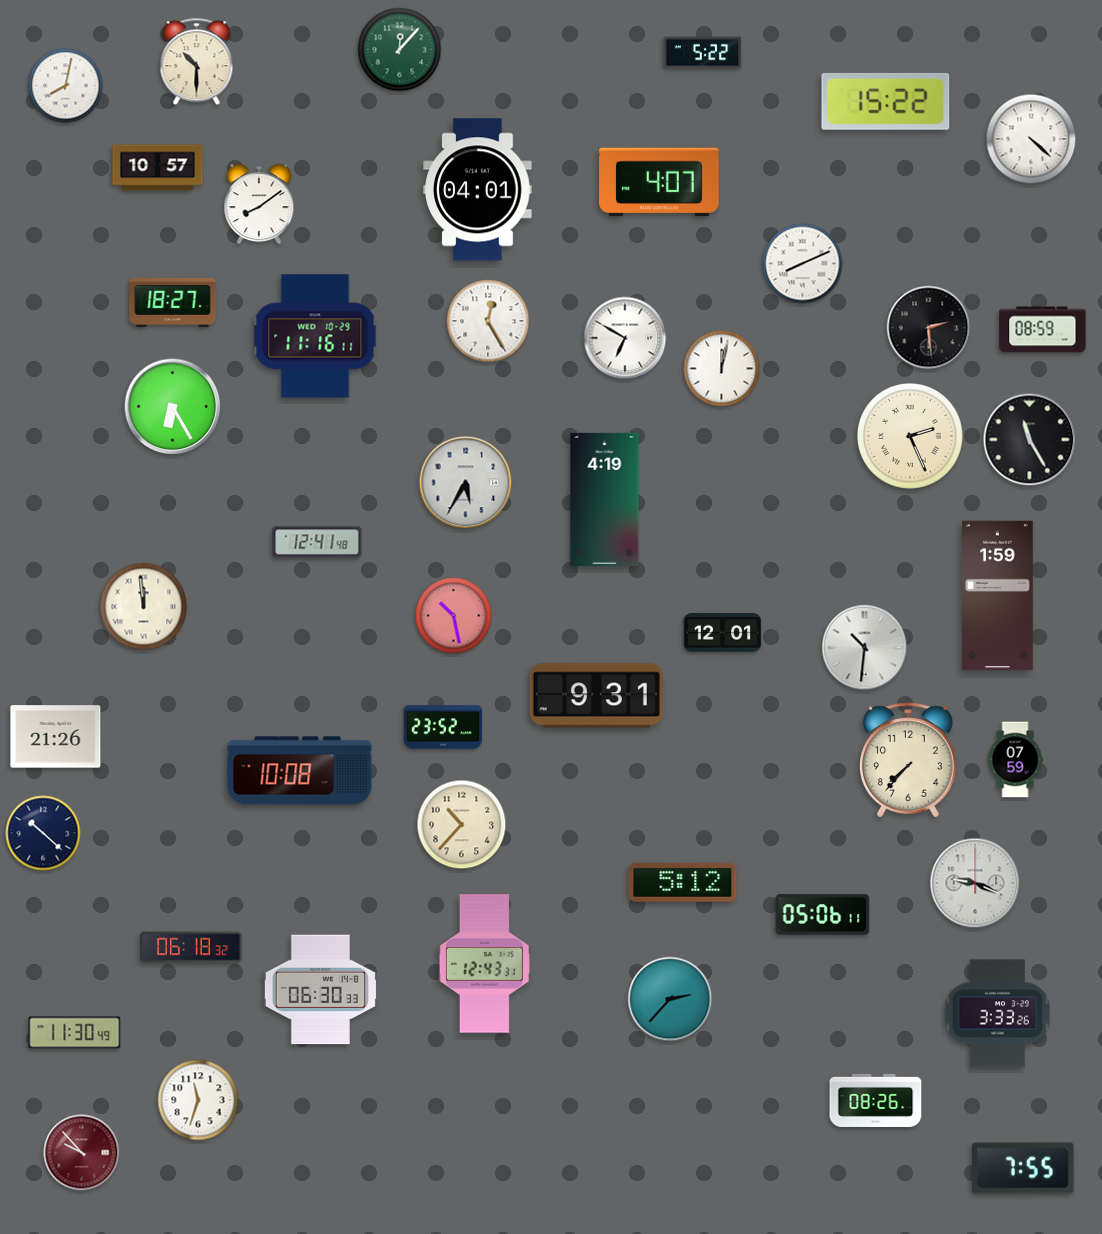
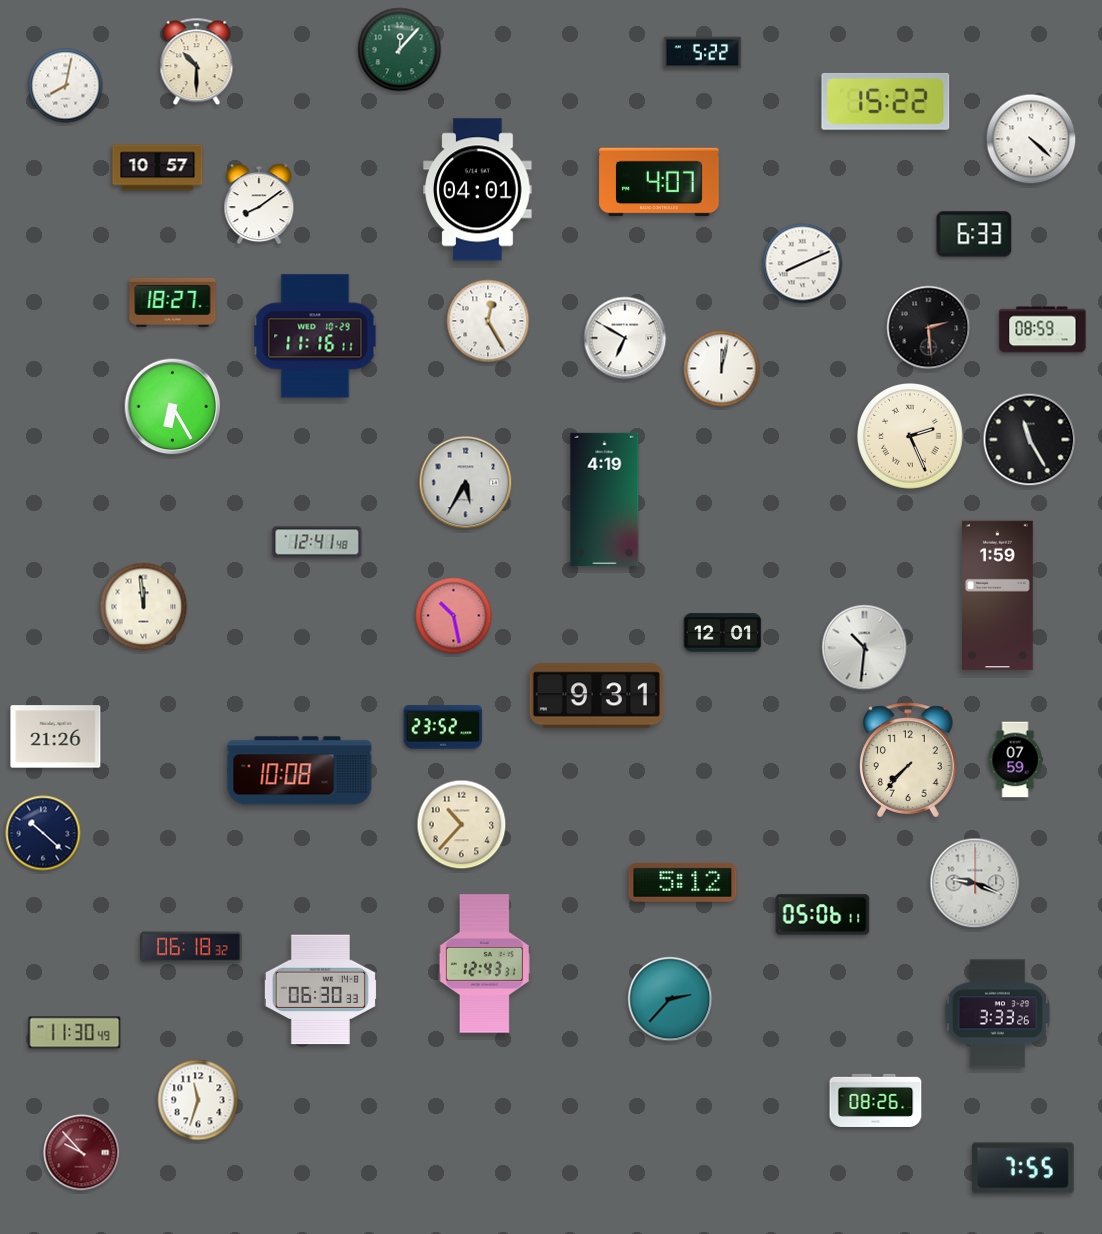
clock at (974, 234): none -> 6:33
